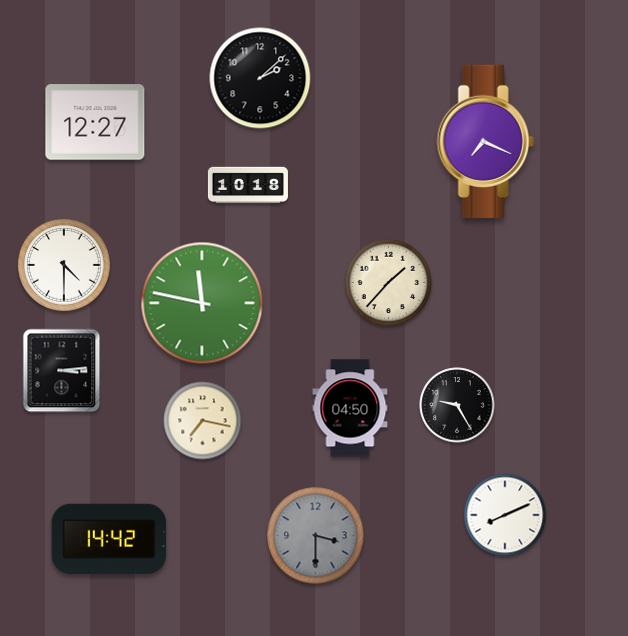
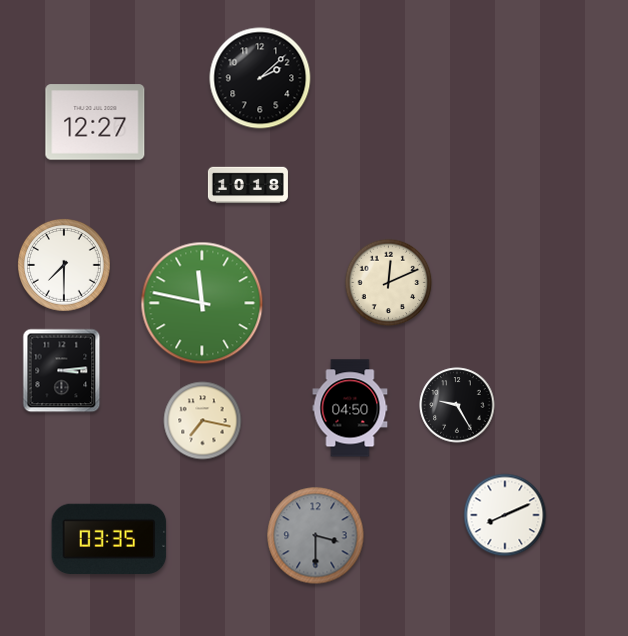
clock at (485, 141): 7:19 -> none
clock at (65, 266): 4:30 -> 7:30
clock at (389, 283): 1:37 -> 12:11
clock at (109, 539): 14:42 -> 03:35
